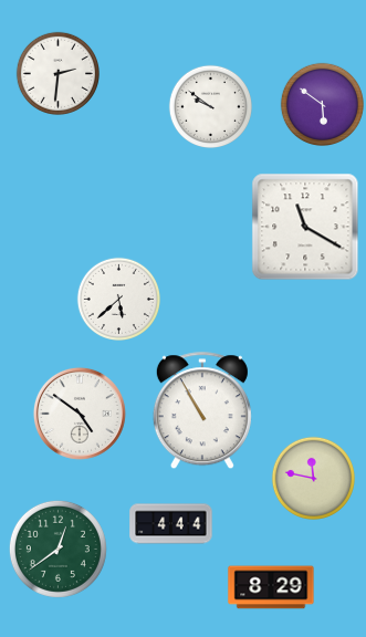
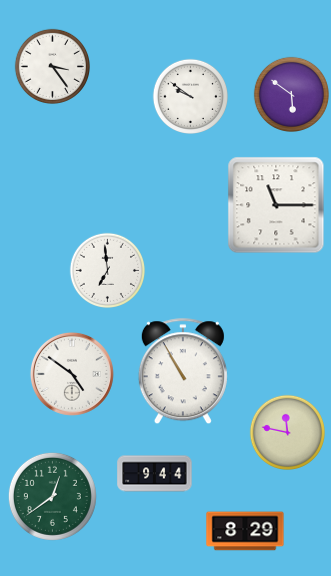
clock at (57, 73): 2:31 -> 3:24
clock at (305, 227): 11:20 -> 11:15
clock at (118, 299): 5:38 -> 6:59
clock at (313, 478) position: (313, 478) -> (287, 432)
clock at (171, 524): 4:44 -> 9:44
